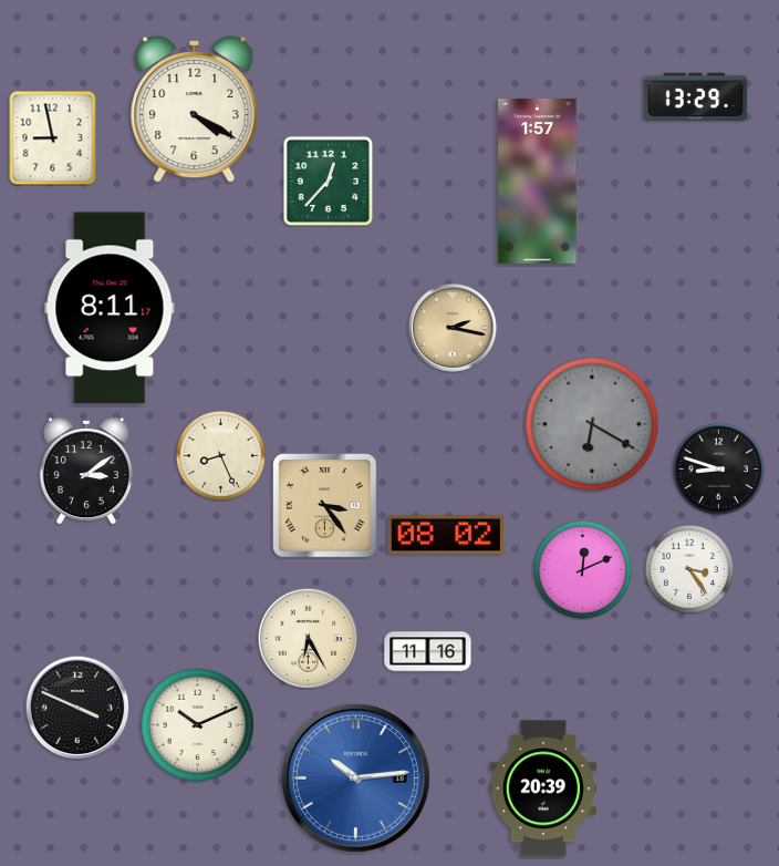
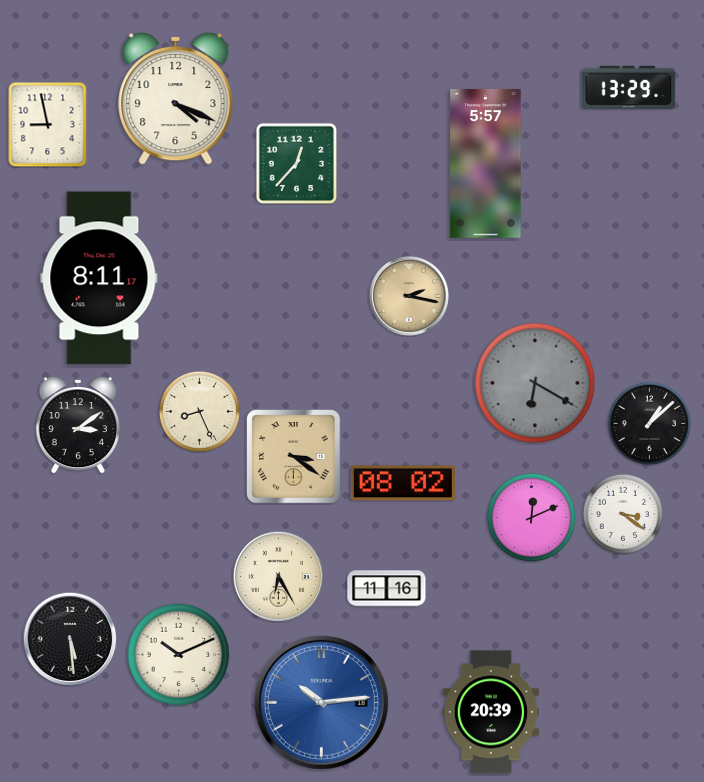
clock at (195, 109): 4:20 -> 4:19
clock at (538, 181): 1:57 -> 5:57
clock at (718, 468): 8:48 -> 1:08
clock at (325, 506): 3:24 -> 3:21
clock at (582, 569) position: (582, 569) -> (531, 517)
clock at (689, 569): 3:24 -> 3:21
clock at (77, 708): 3:49 -> 5:29
